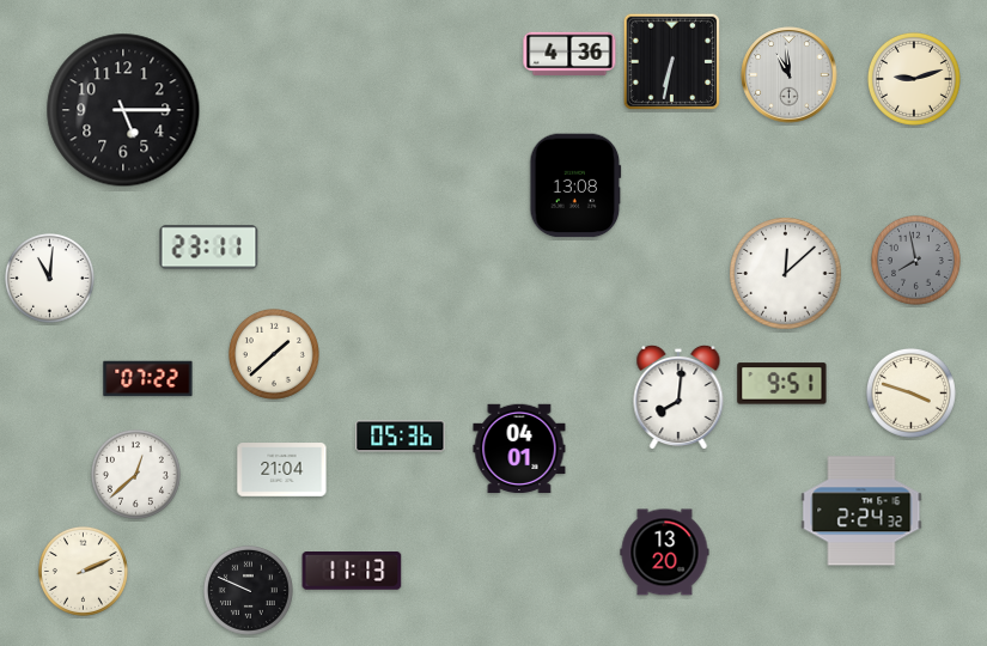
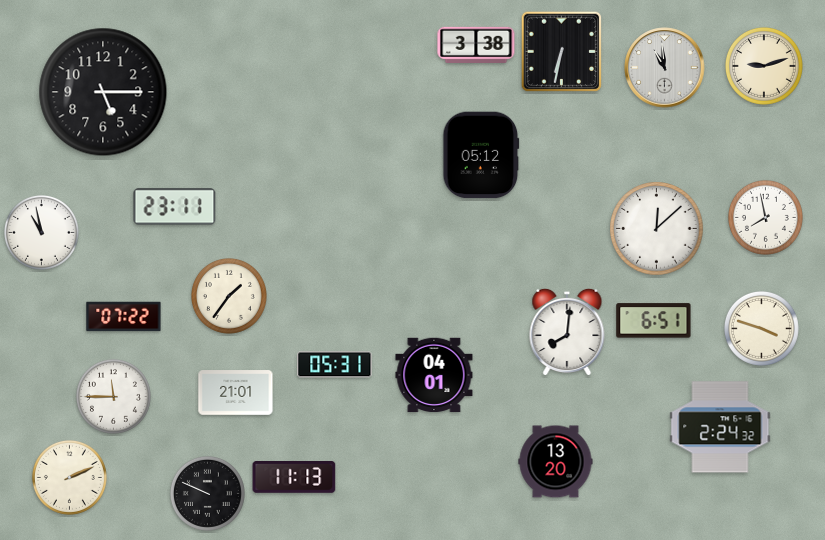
clock at (569, 54): 4:36 -> 3:38
clock at (790, 75) position: (790, 75) -> (665, 68)
clock at (575, 185): 13:08 -> 05:12
clock at (915, 260) dial: grey -> white
clock at (49, 278): 11:01 -> 10:58
clock at (274, 354): 1:38 -> 1:36
clock at (782, 384): 9:51 -> 6:51
clock at (401, 437): 05:36 -> 05:31
clock at (282, 470): 21:04 -> 21:01
clock at (135, 474): 12:38 -> 11:45
